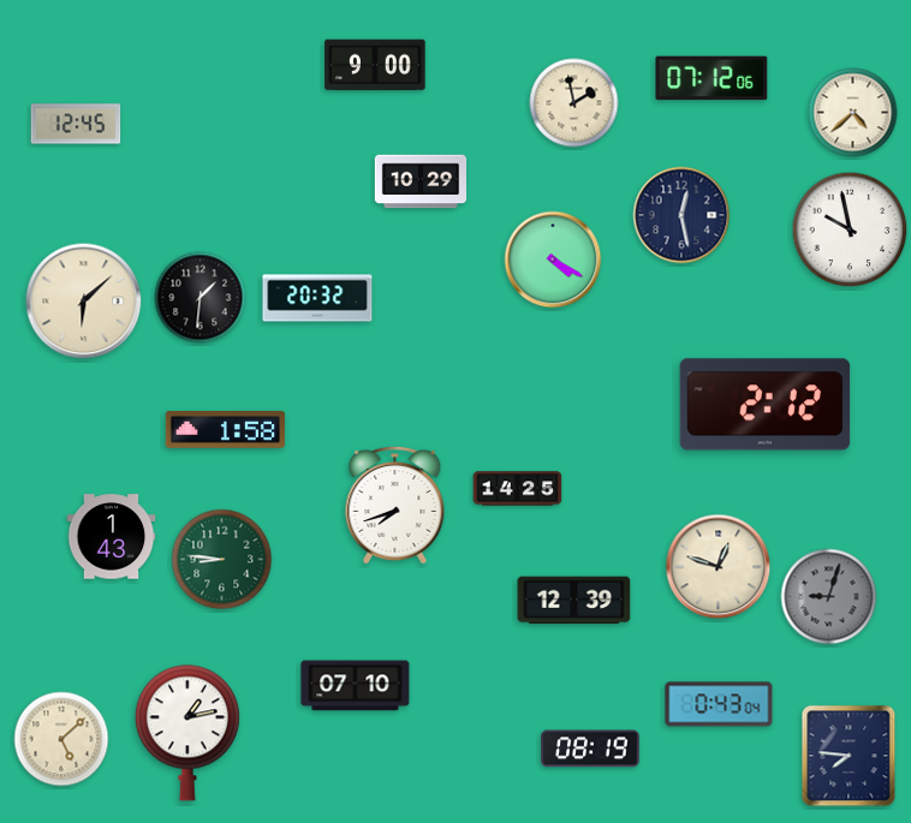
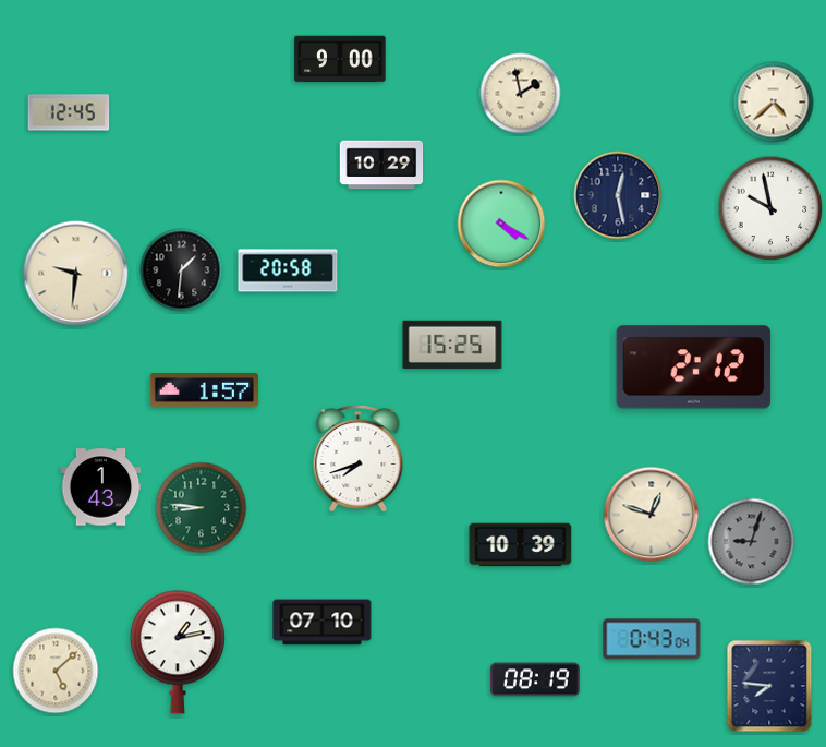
clock at (711, 78): 07:12 -> none
clock at (553, 260) position: (553, 260) -> (501, 224)
clock at (317, 298): 20:32 -> 20:58
clock at (84, 302): 6:08 -> 9:31
clock at (452, 345): none -> 15:25
clock at (225, 430): 1:58 -> 1:57
clock at (518, 489): 14:25 -> none
clock at (574, 601): 12:39 -> 10:39
clock at (187, 733) position: (187, 733) -> (178, 652)
